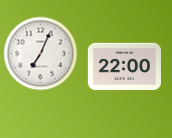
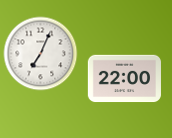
clock at (124, 67) position: (124, 67) -> (124, 79)
